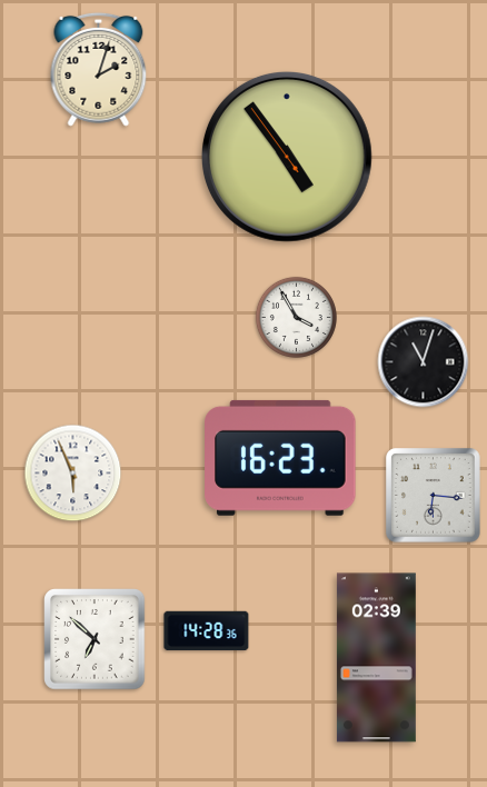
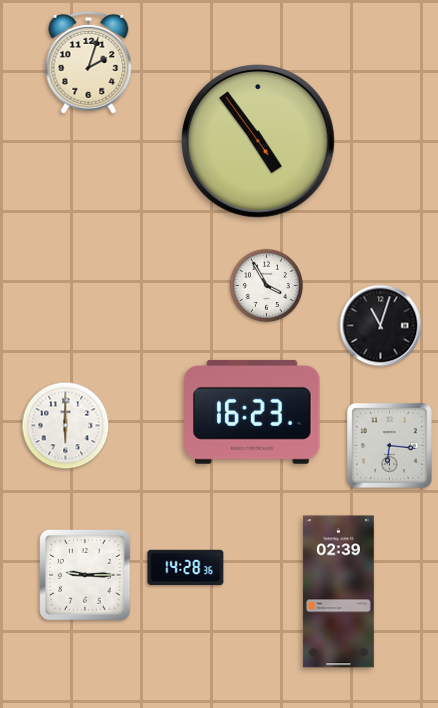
clock at (73, 474): 5:56 -> 6:00
clock at (95, 639): 6:52 -> 9:15
